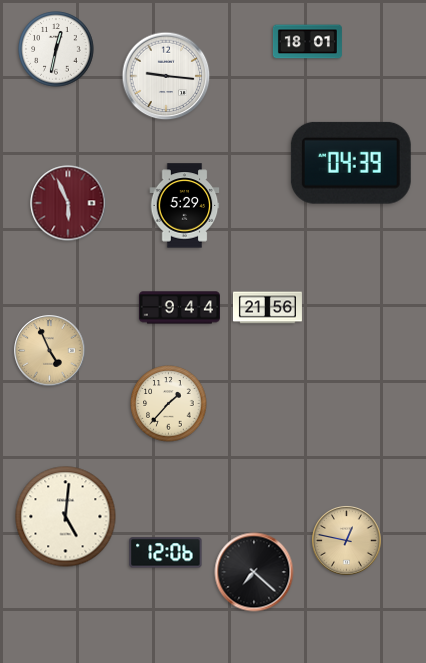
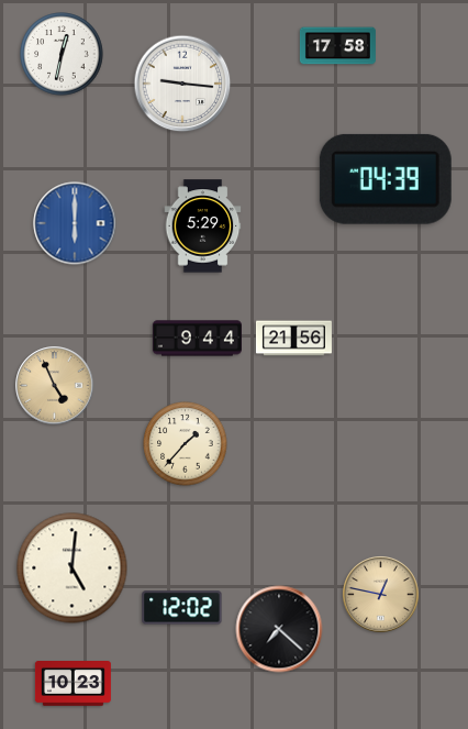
clock at (307, 42): 18:01 -> 17:58
clock at (68, 203): 5:56 -> 6:00
clock at (68, 203) dial: burgundy -> blue
clock at (166, 553): 12:06 -> 12:02
clock at (73, 684): none -> 10:23
